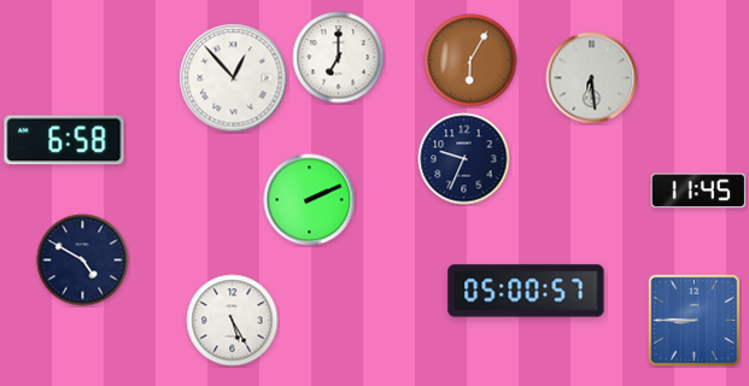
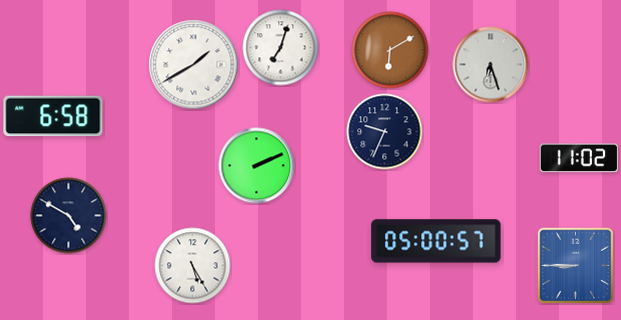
clock at (339, 58): 7:00 -> 7:03
clock at (470, 60): 6:05 -> 6:10
clock at (234, 78): 12:53 -> 1:40
clock at (592, 78): 6:29 -> 6:27
clock at (698, 191): 11:45 -> 11:02
